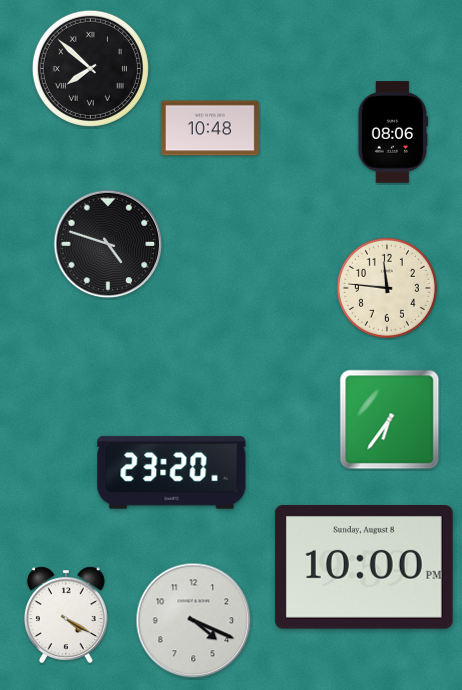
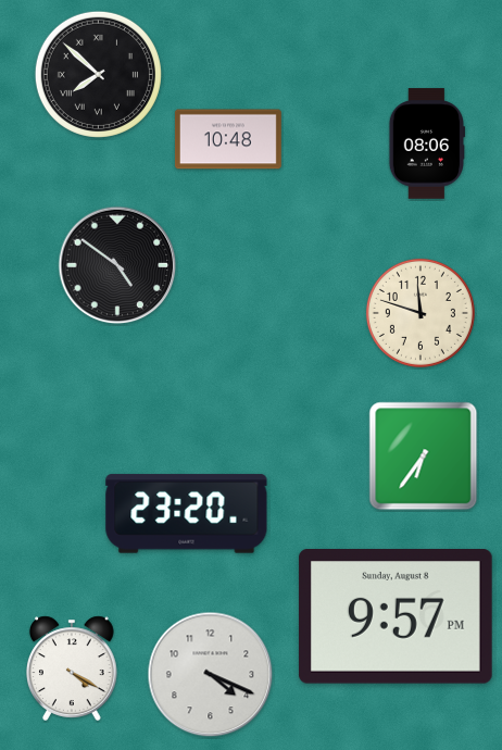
clock at (108, 244): 4:48 -> 4:51
clock at (387, 288): 11:46 -> 11:48
clock at (364, 568): 10:00 -> 9:57
